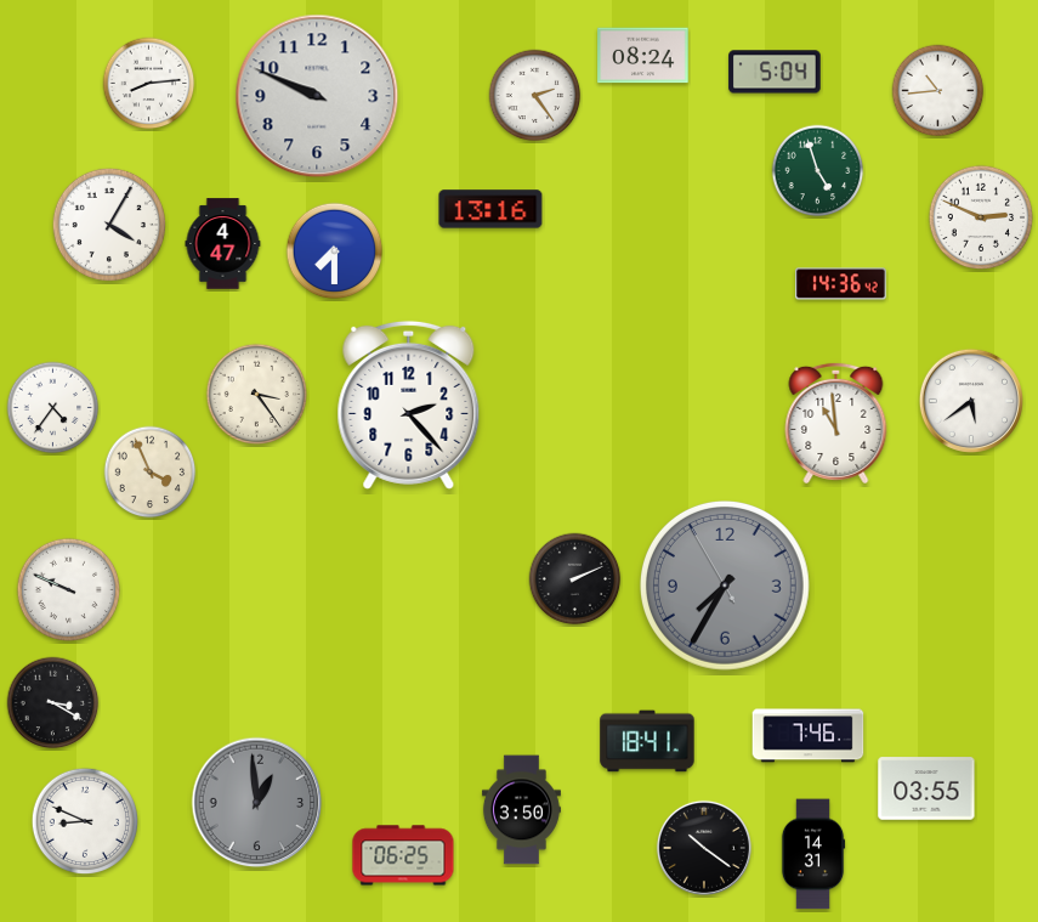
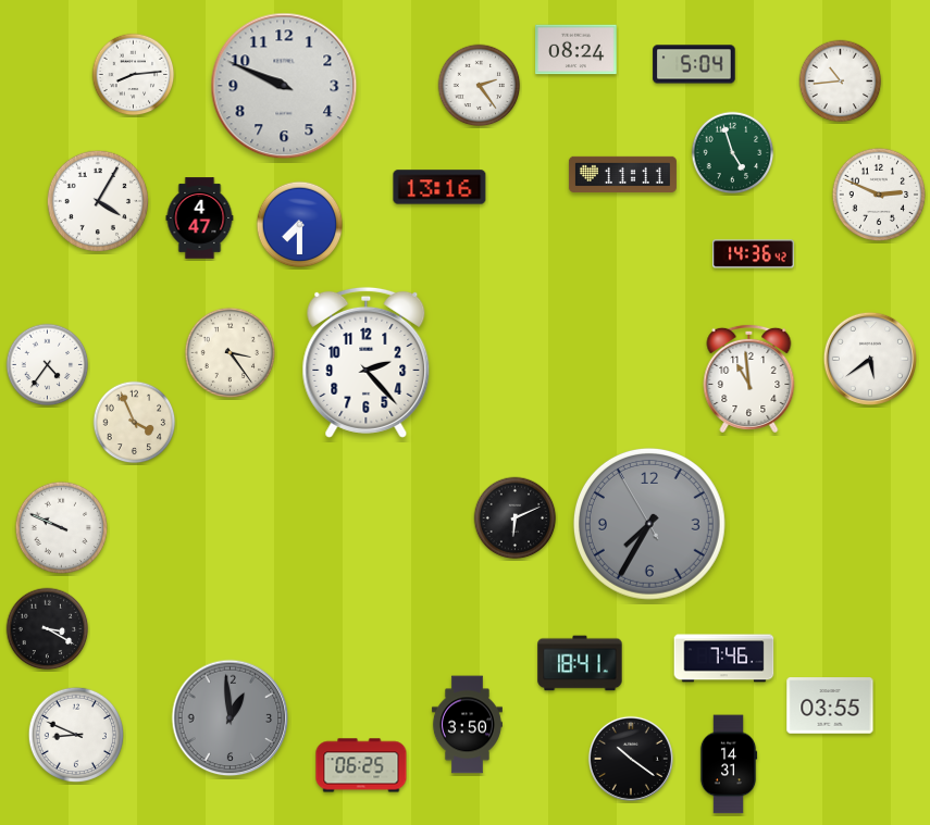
clock at (622, 174): none -> 11:11
clock at (575, 579): 2:11 -> 6:11
